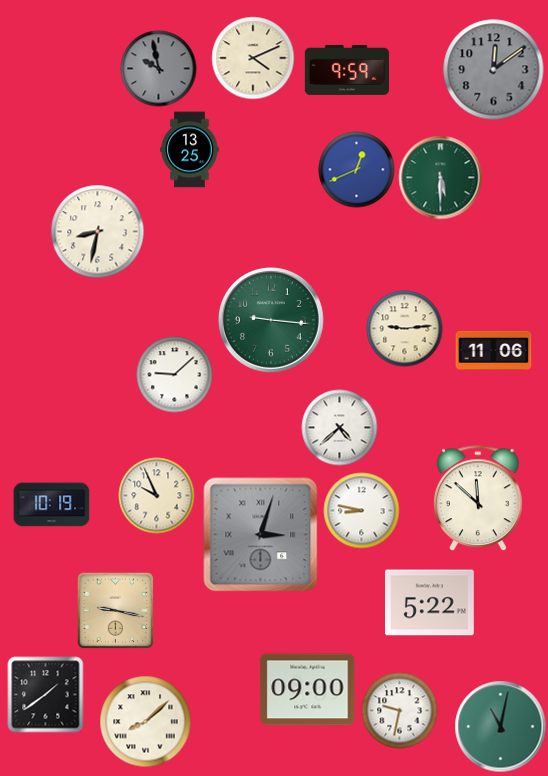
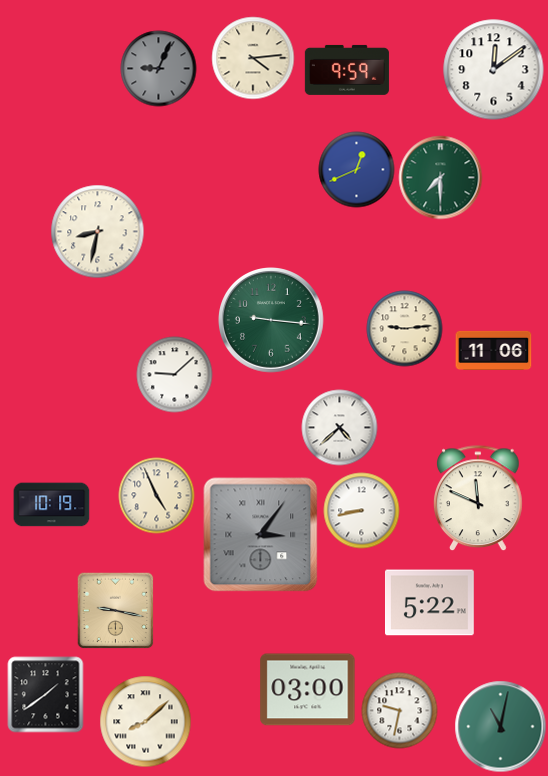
clock at (253, 58): 4:11 -> 4:14
clock at (159, 69): 9:58 -> 9:04
clock at (494, 70) dial: grey -> white
clock at (190, 150): 13:25 -> none
clock at (441, 178): 5:30 -> 7:30
clock at (157, 496): 9:56 -> 4:56
clock at (479, 499): 11:52 -> 11:49
clock at (362, 511): 8:47 -> 8:43
clock at (261, 535): 3:03 -> 3:06
clock at (308, 690): 09:00 -> 03:00
